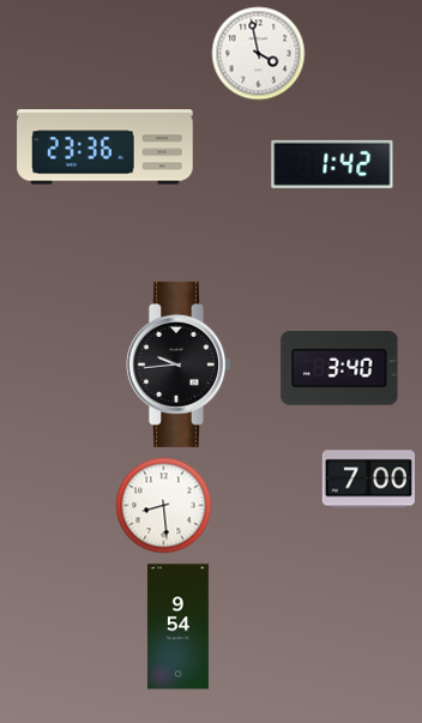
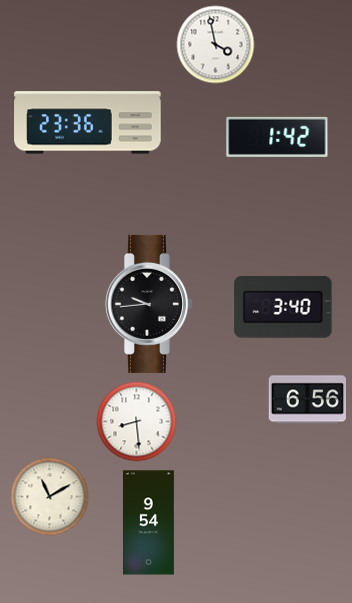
clock at (368, 480): 7:00 -> 6:56
clock at (49, 496): none -> 11:10
